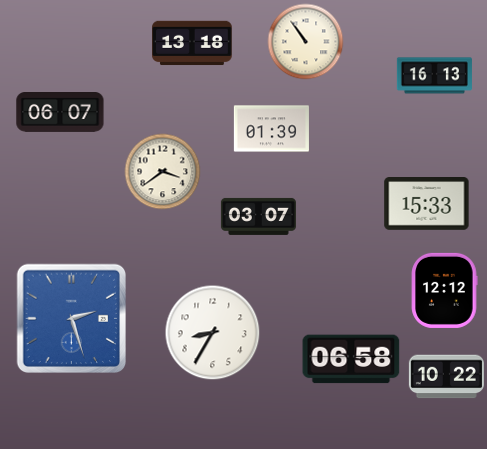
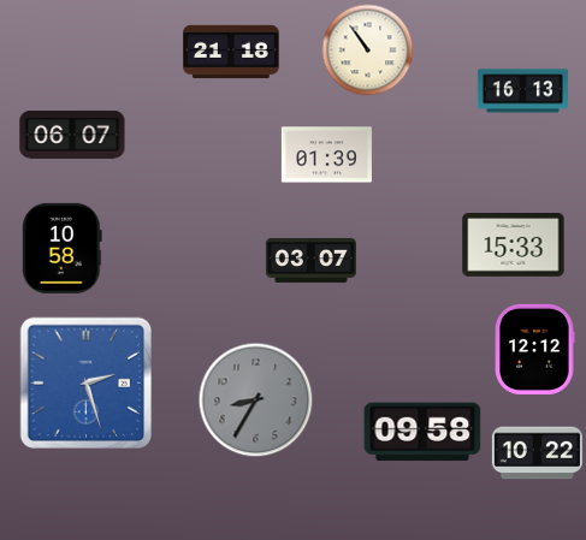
clock at (192, 43): 13:18 -> 21:18
clock at (163, 172): 3:39 -> none
clock at (61, 248): none -> 10:58
clock at (213, 333) dial: white -> grey
clock at (351, 359): 06:58 -> 09:58
